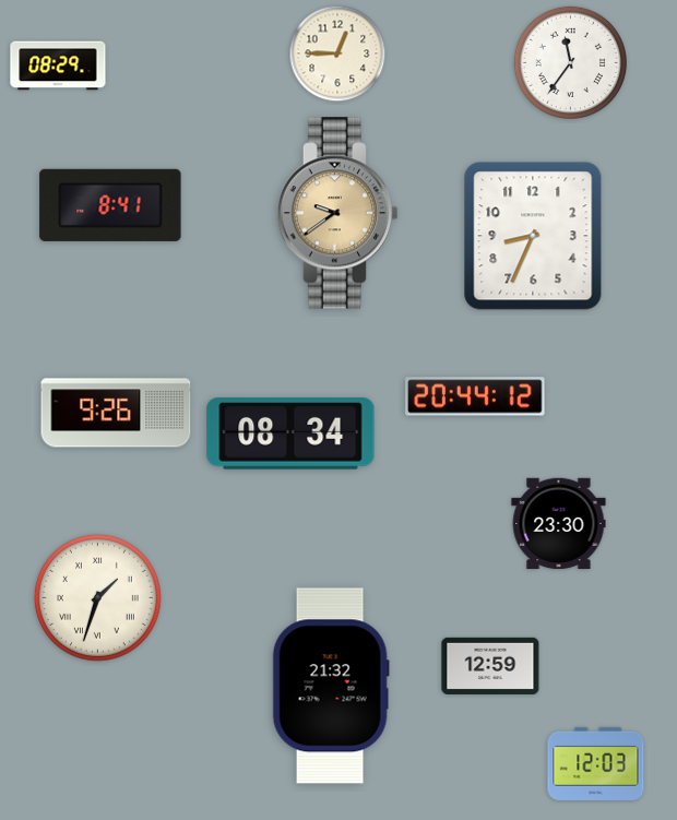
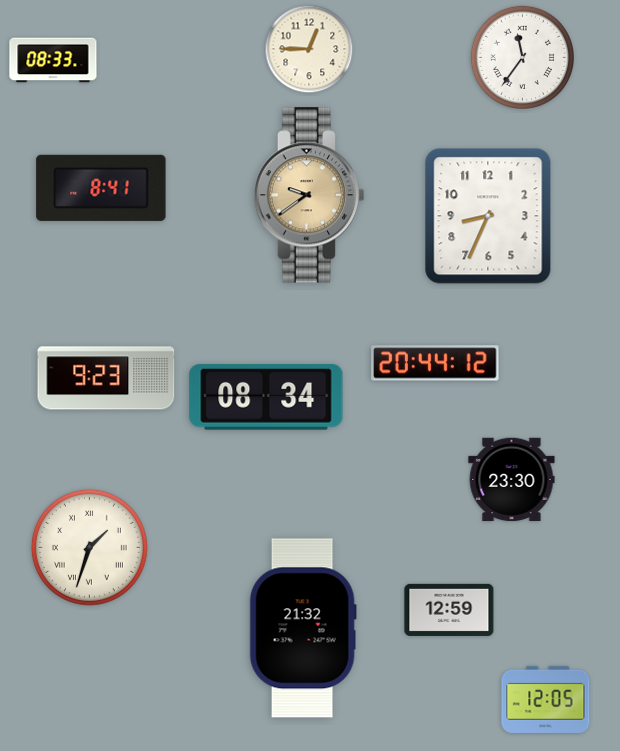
clock at (58, 66): 08:29 -> 08:33
clock at (116, 413): 9:26 -> 9:23
clock at (596, 763): 12:03 -> 12:05
